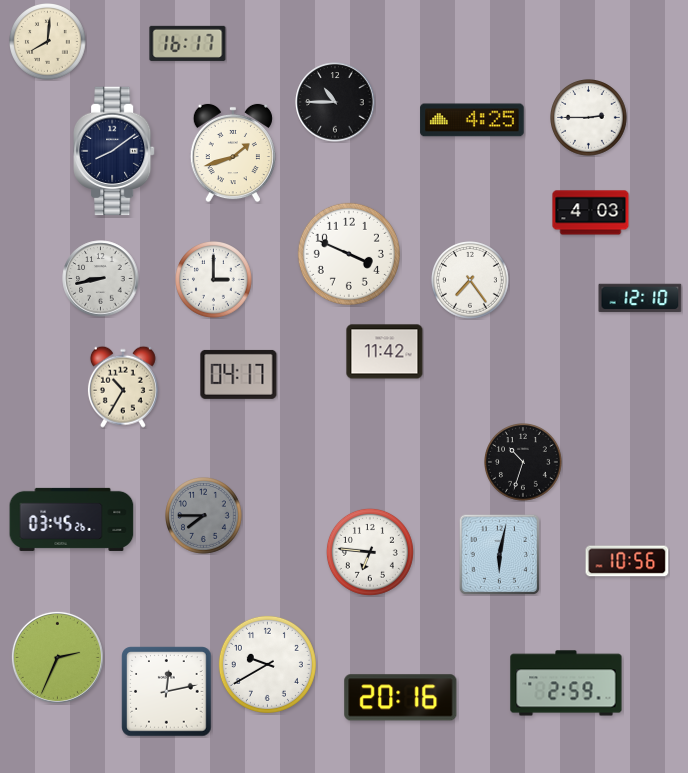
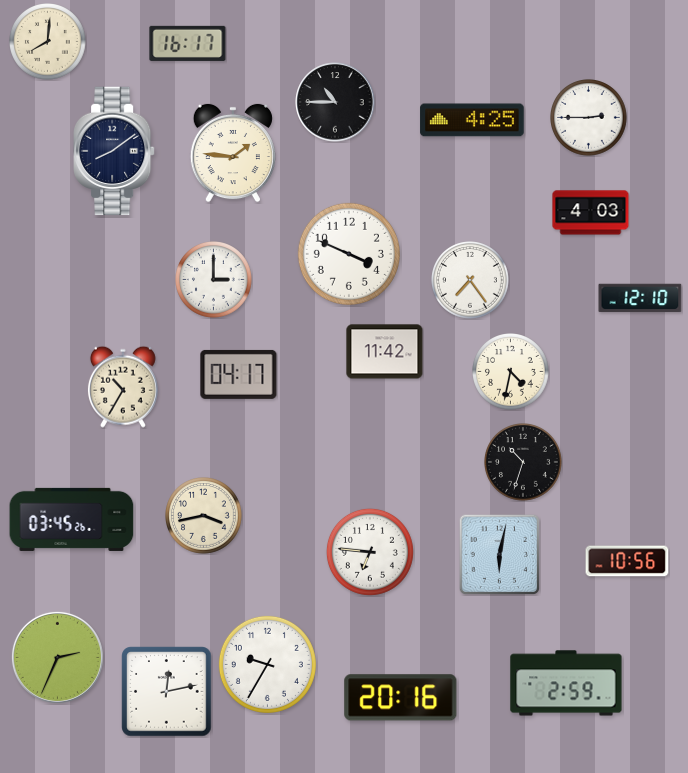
clock at (233, 153): 1:42 -> 1:46
clock at (101, 279): 8:43 -> none
clock at (511, 372): none -> 4:32
clock at (204, 516): 7:45 -> 3:43
clock at (204, 516) dial: grey -> cream
clock at (267, 664): 9:40 -> 9:35
